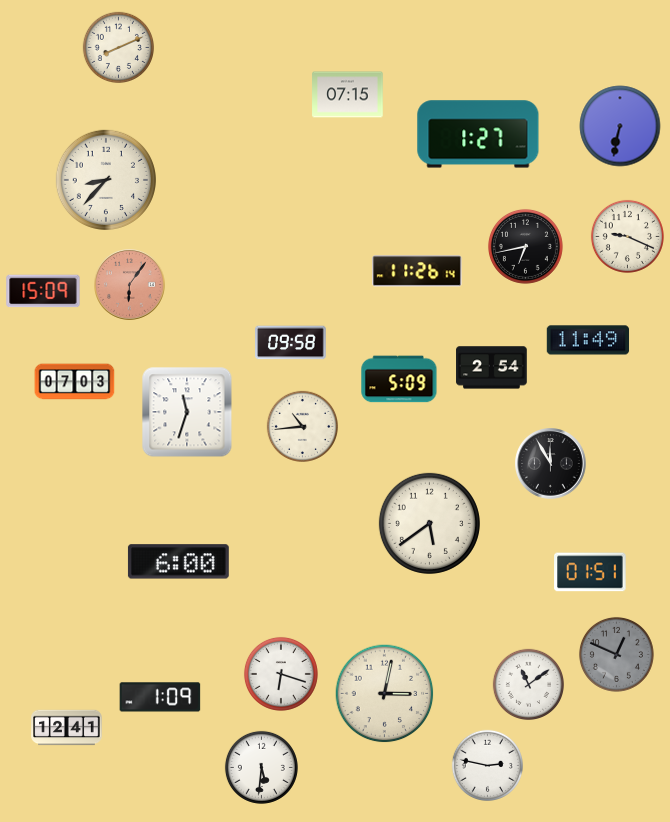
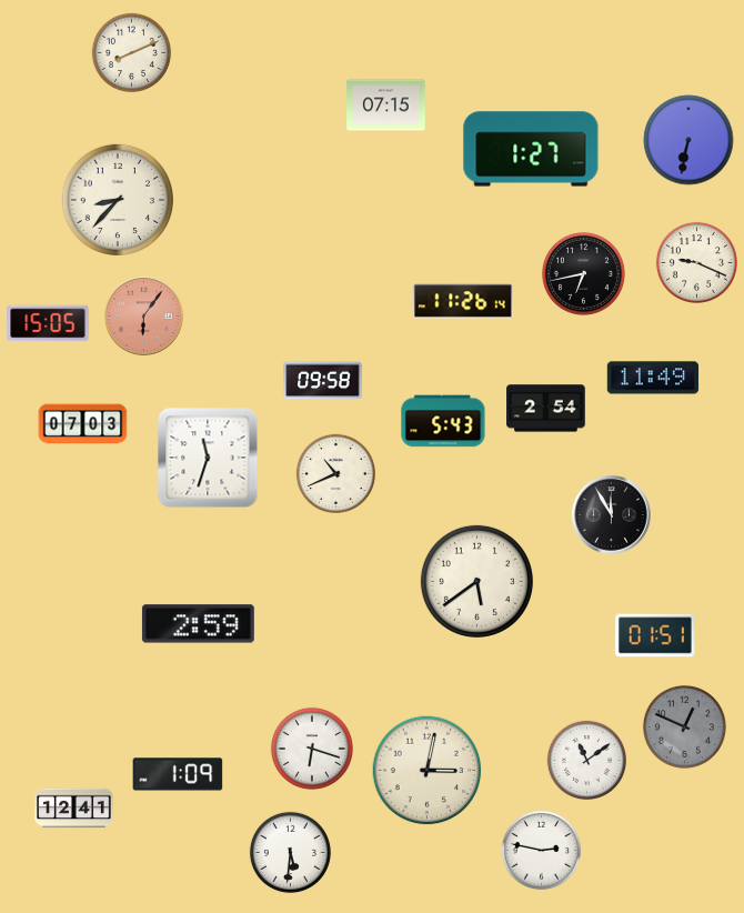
clock at (43, 291): 15:09 -> 15:05
clock at (399, 379): 5:09 -> 5:43
clock at (302, 426): 10:44 -> 10:41
clock at (178, 562): 6:00 -> 2:59
